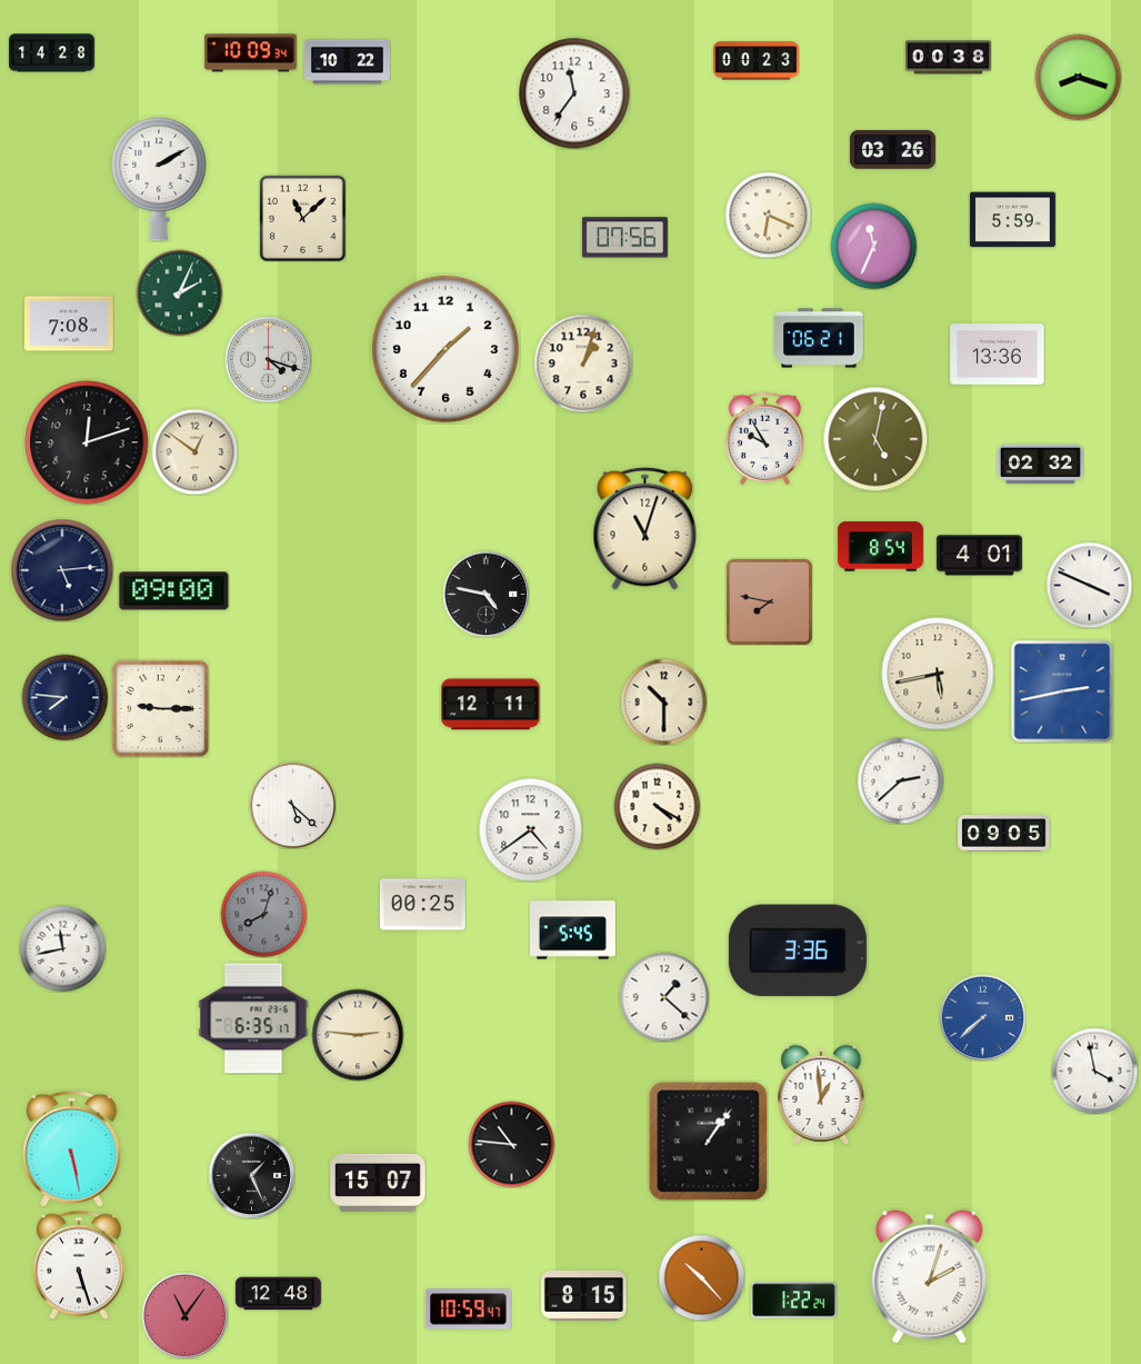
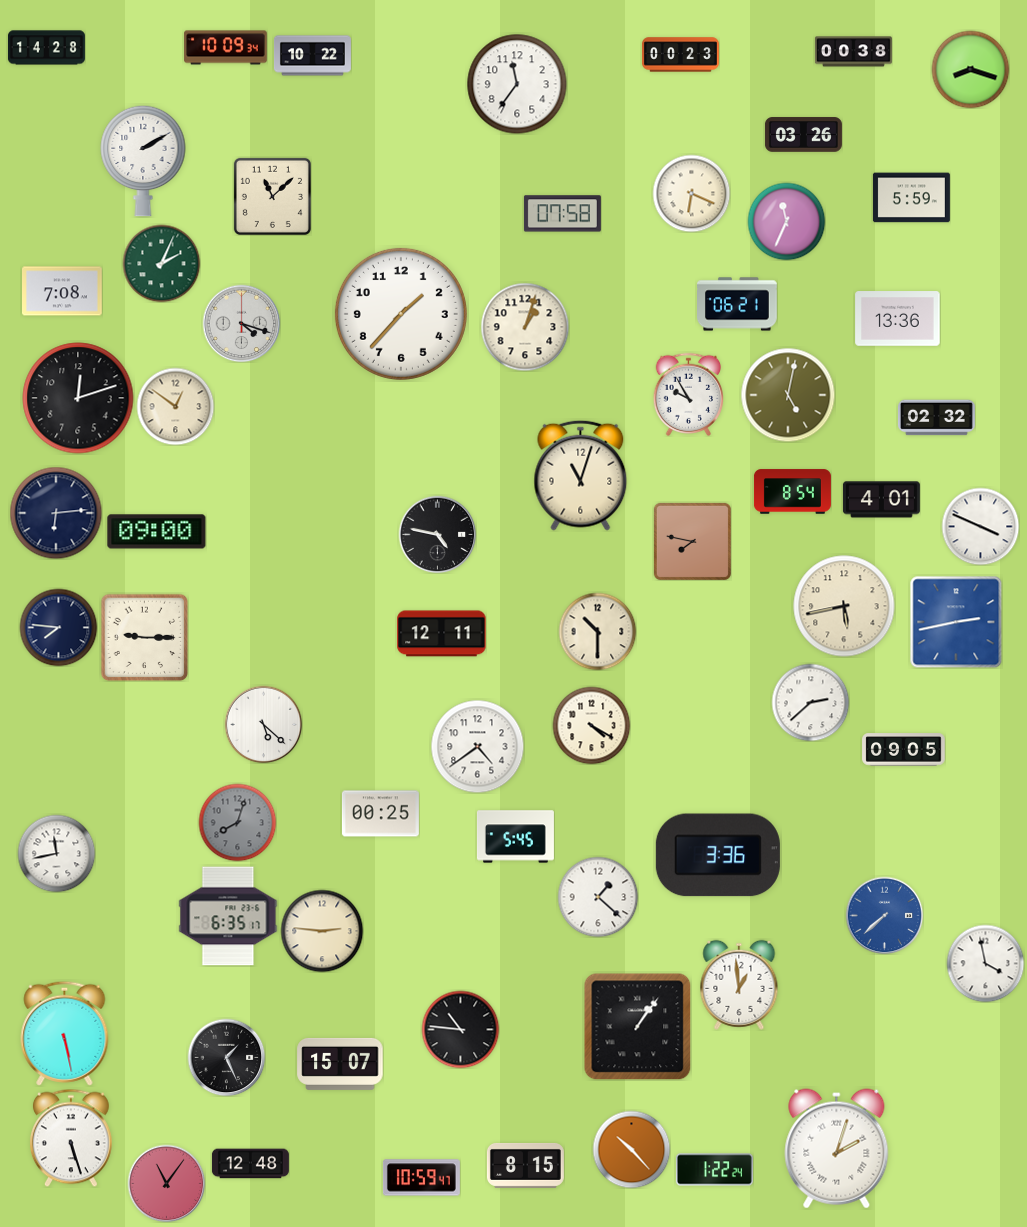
clock at (624, 238): 07:56 -> 07:58
clock at (62, 570): 5:14 -> 6:14
